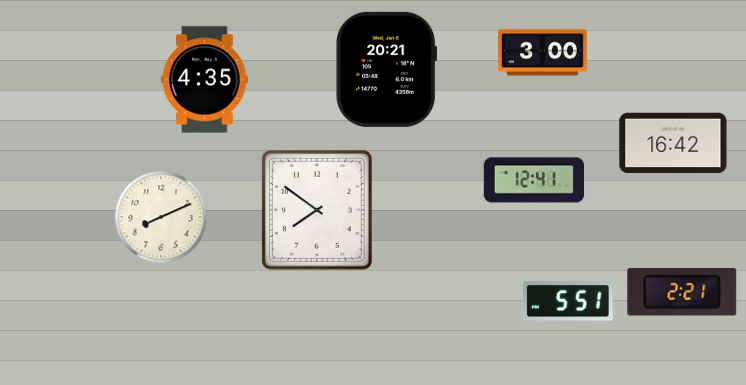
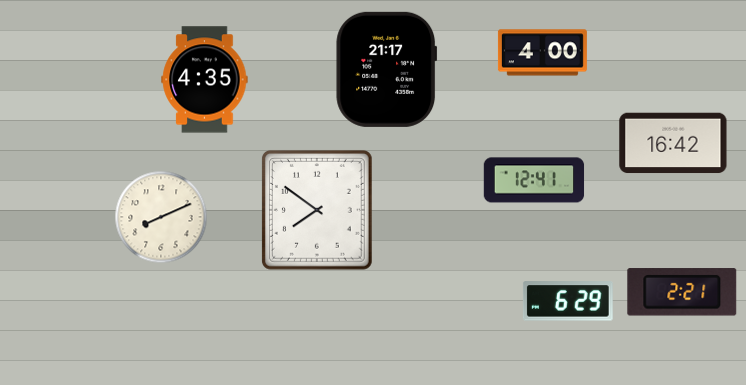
clock at (542, 53): 3:00 -> 4:00
clock at (387, 69): 20:21 -> 21:17
clock at (568, 301): 5:51 -> 6:29
